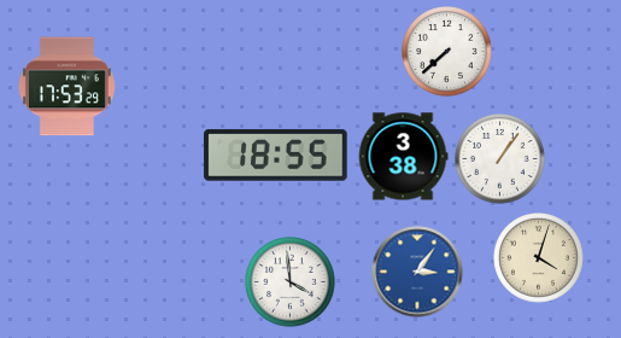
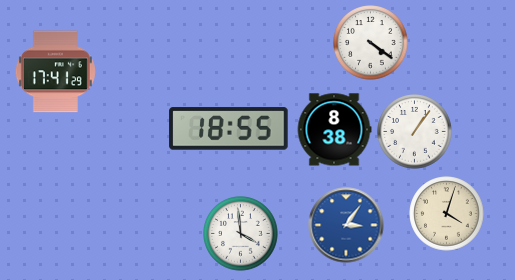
clock at (447, 52): 7:38 -> 4:21
clock at (66, 87): 17:53 -> 17:41
clock at (403, 157): 3:38 -> 8:38
